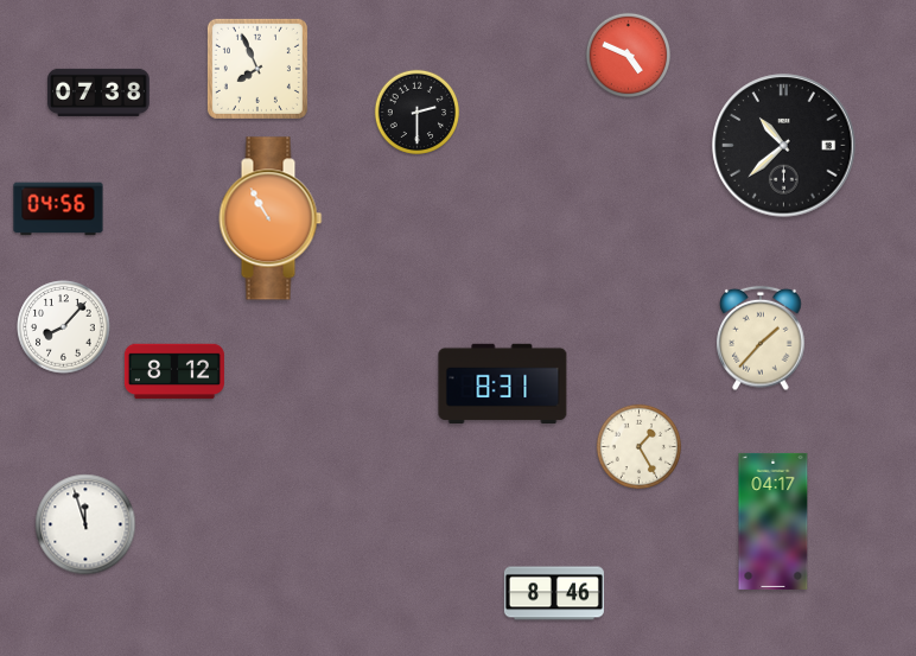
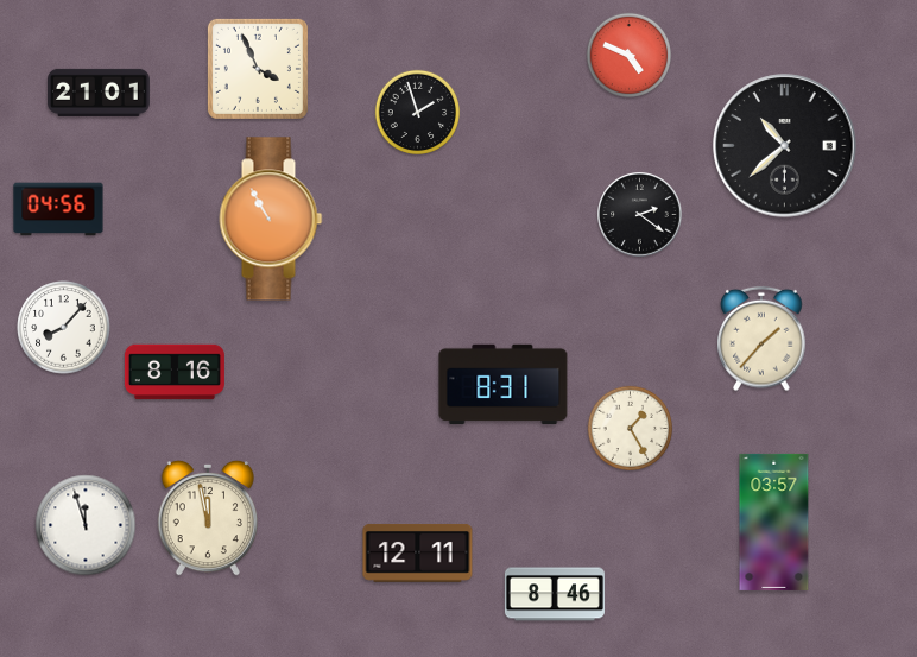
clock at (257, 69): 7:56 -> 3:56
clock at (100, 93): 07:38 -> 21:01
clock at (416, 112): 2:30 -> 1:57
clock at (640, 215): none -> 2:21
clock at (174, 371): 8:12 -> 8:16
clock at (638, 446) position: (638, 446) -> (630, 428)
clock at (208, 518): none -> 11:58
clock at (774, 521): 04:17 -> 03:57
clock at (418, 552): none -> 12:11
